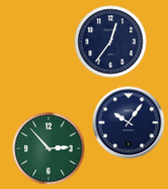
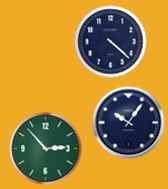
clock at (111, 42): 12:36 -> 4:22
clock at (49, 149) position: (49, 149) -> (46, 149)
